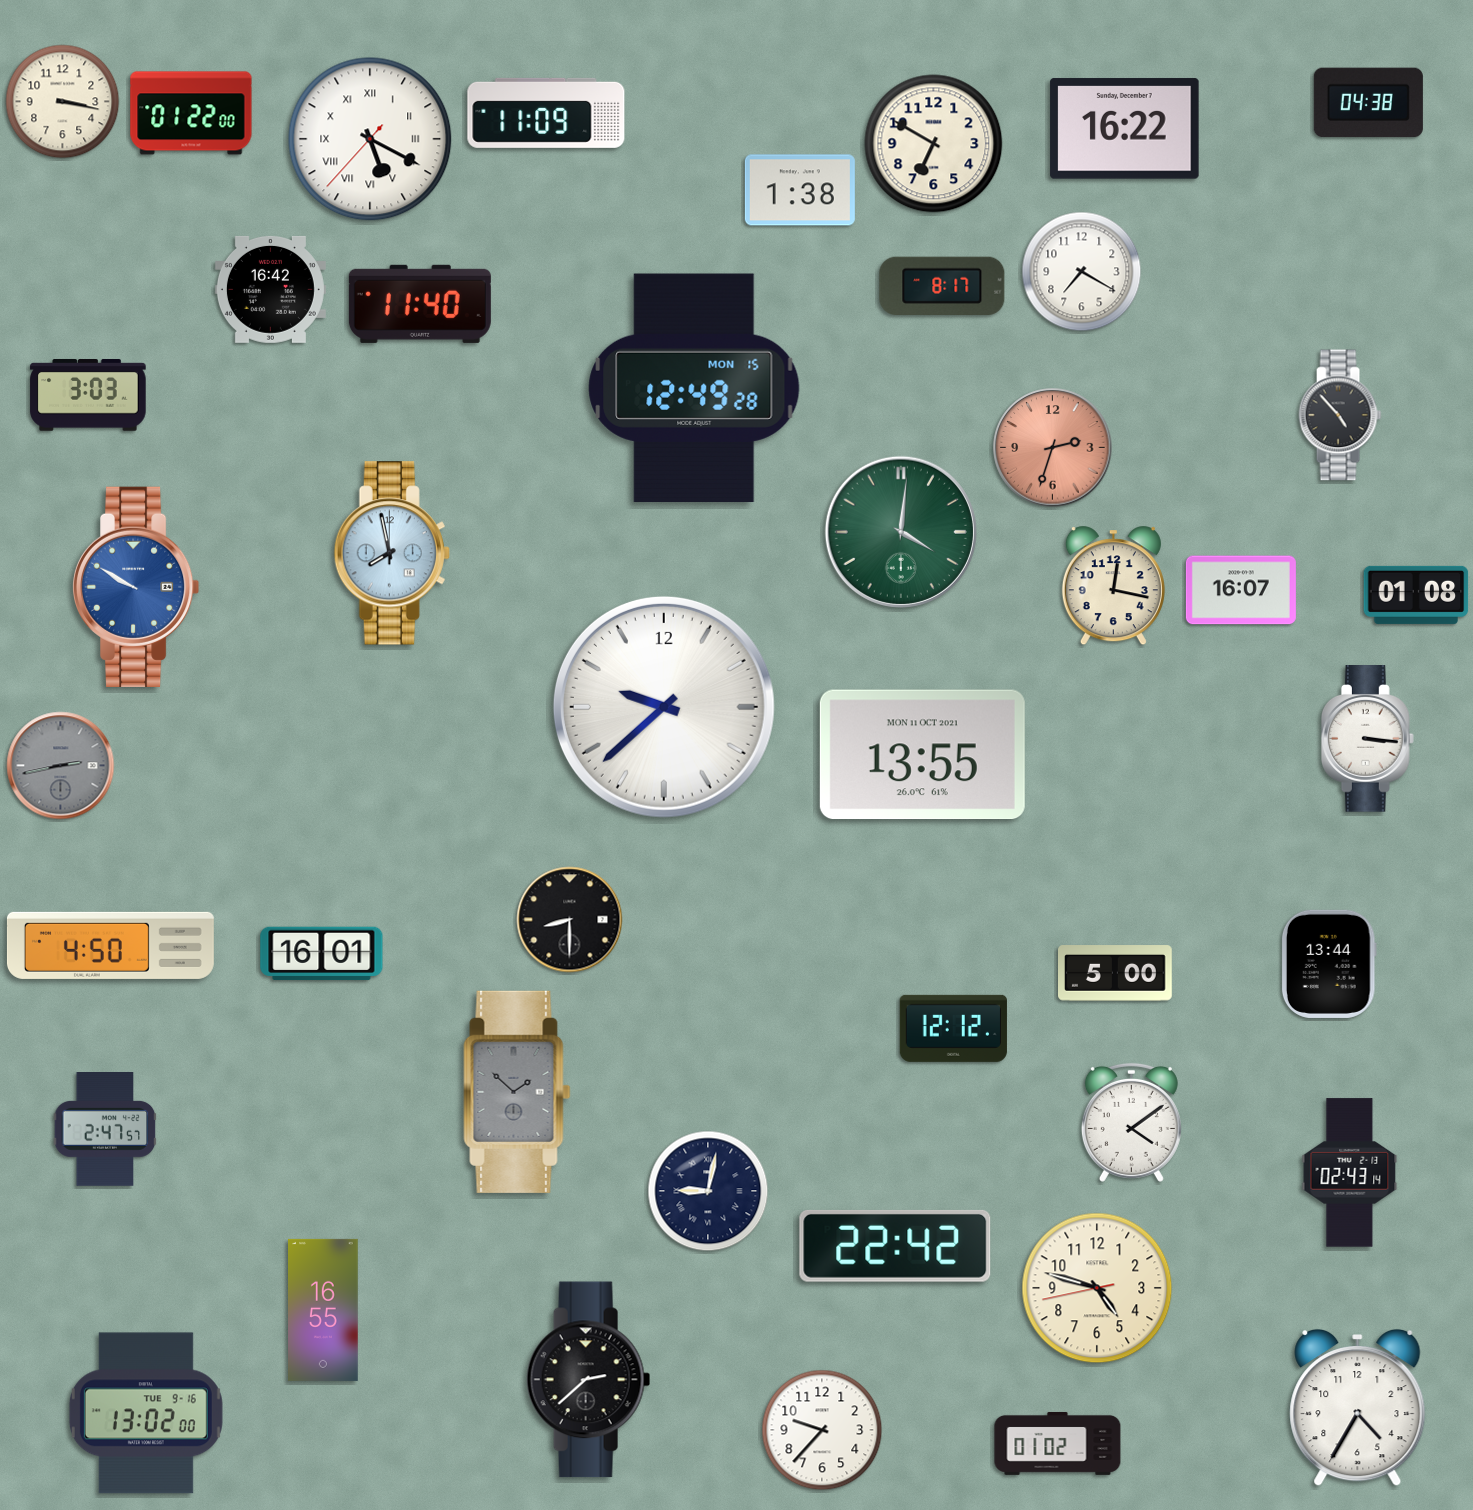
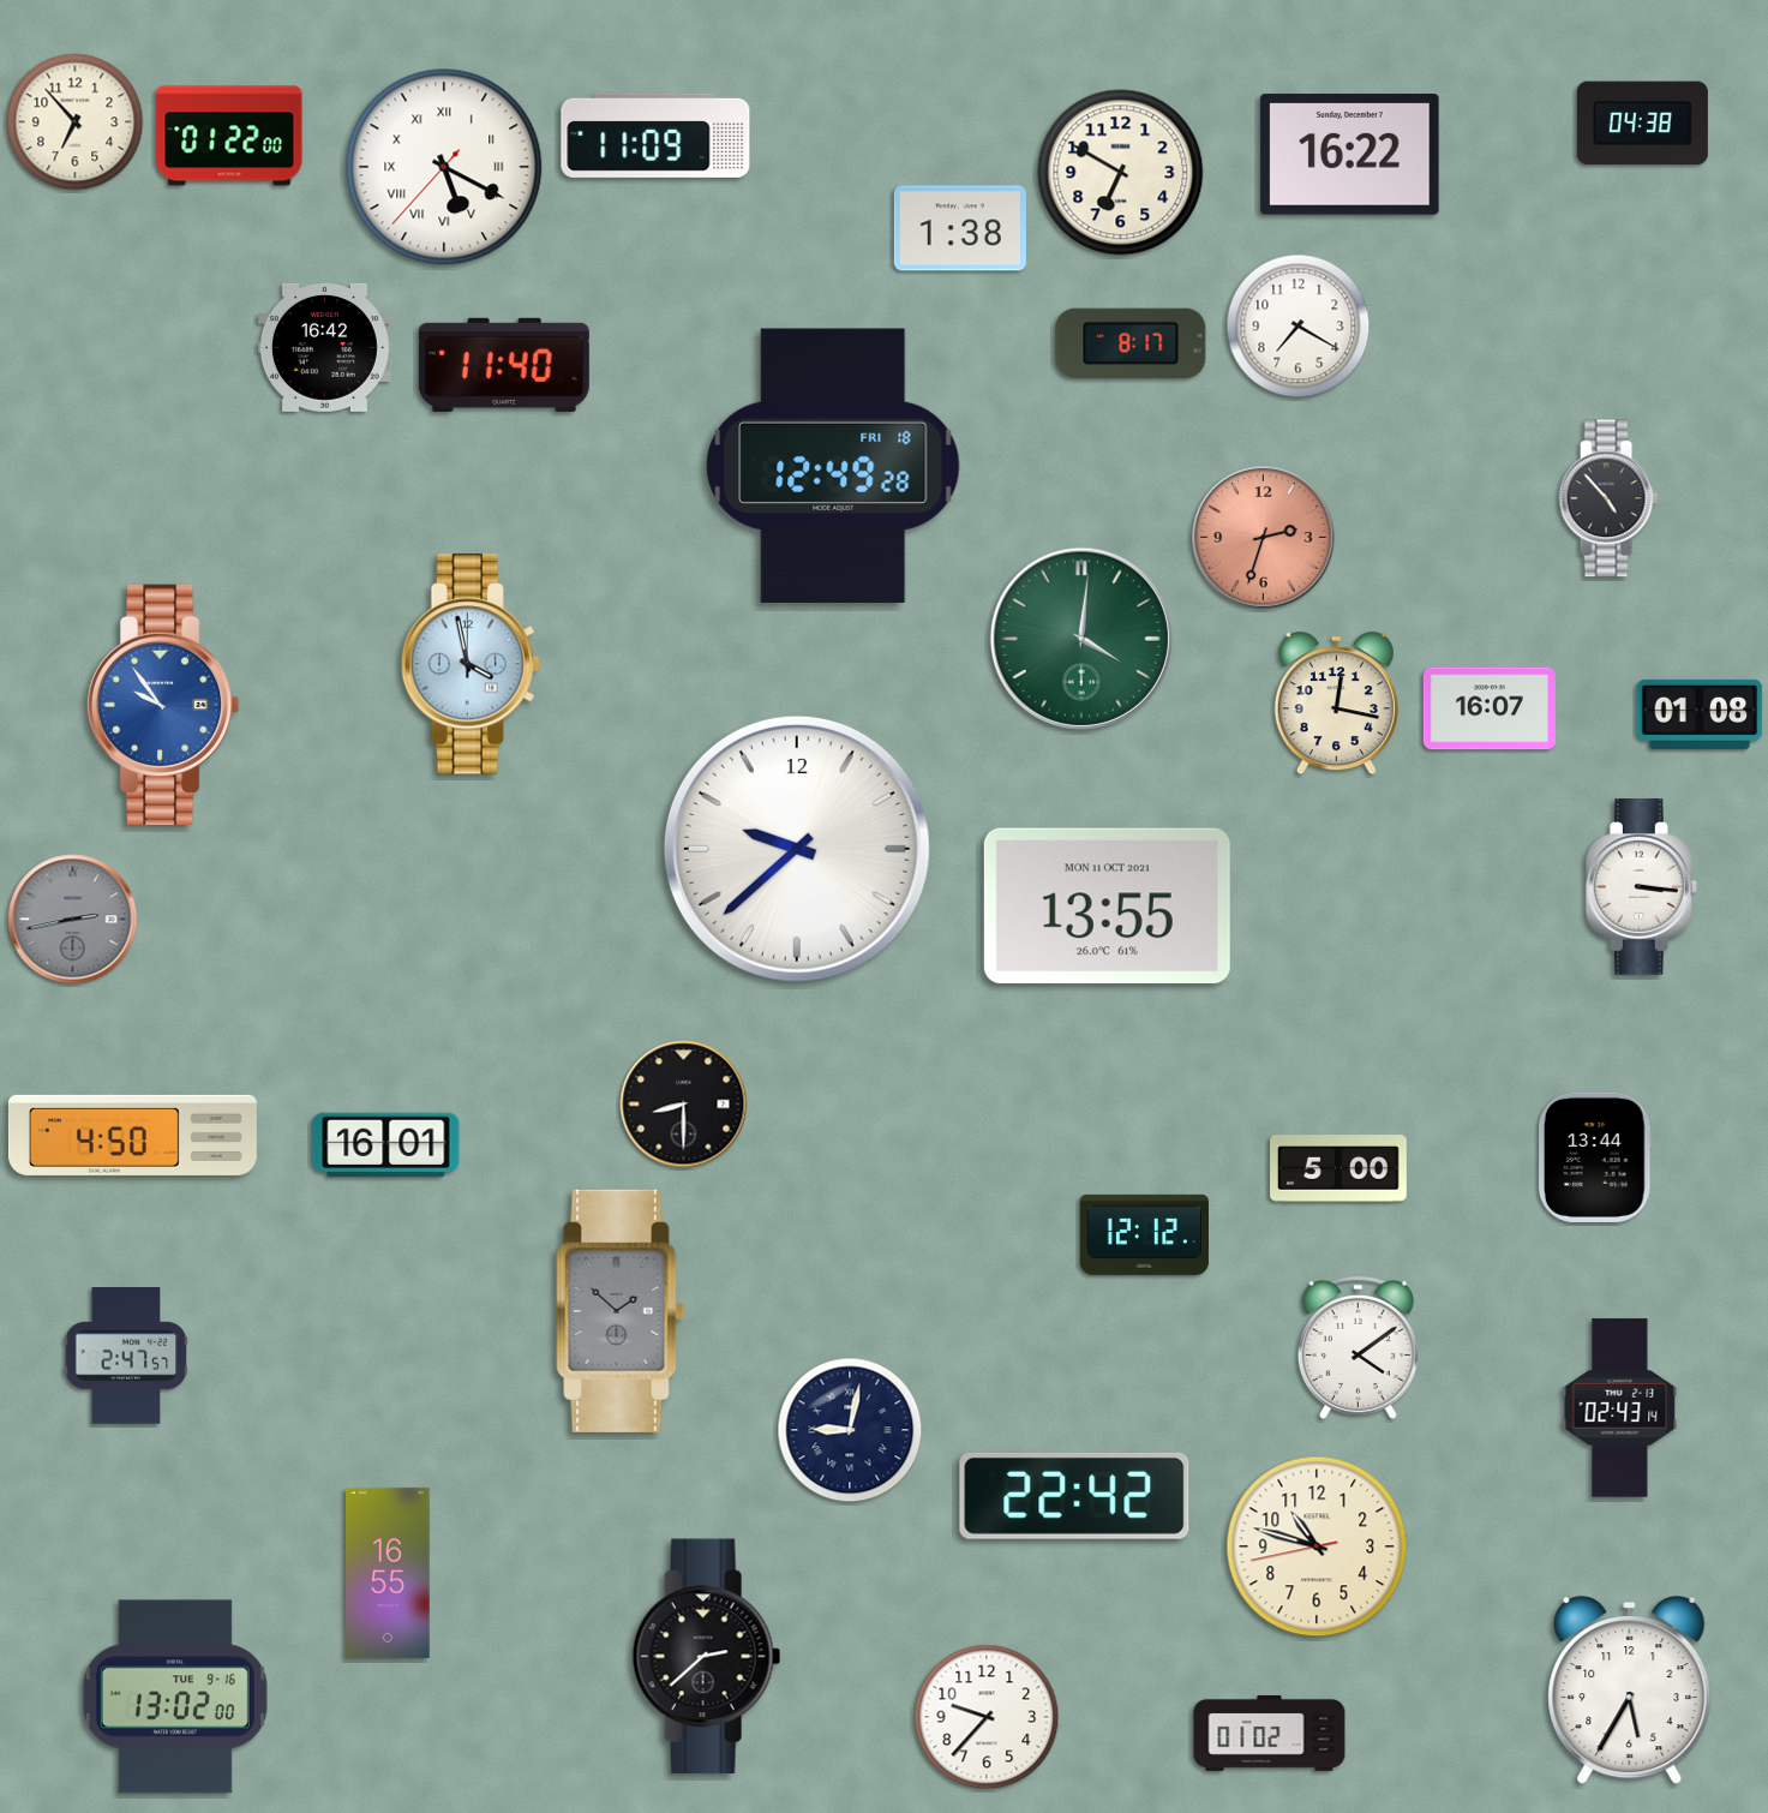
clock at (63, 102): 3:17 -> 6:53
clock at (694, 387) date: MON 15 -> FRI 18
clock at (88, 396): 3:03 -> none
clock at (392, 553): 7:58 -> 3:58
clock at (136, 587): 9:50 -> 9:54
clock at (1097, 1288): 4:47 -> 10:47
clock at (1358, 1408): 4:35 -> 5:35
